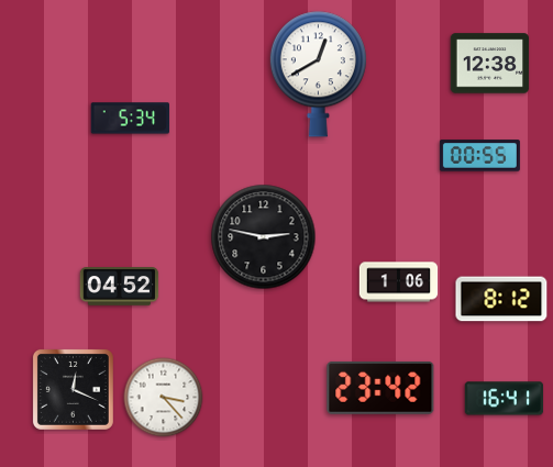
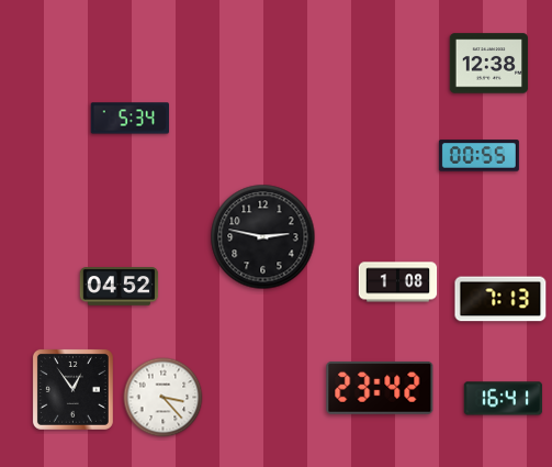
clock at (318, 75): 12:40 -> none
clock at (399, 282): 1:06 -> 1:08
clock at (501, 299): 8:12 -> 7:13
clock at (73, 389): 12:19 -> 12:54
